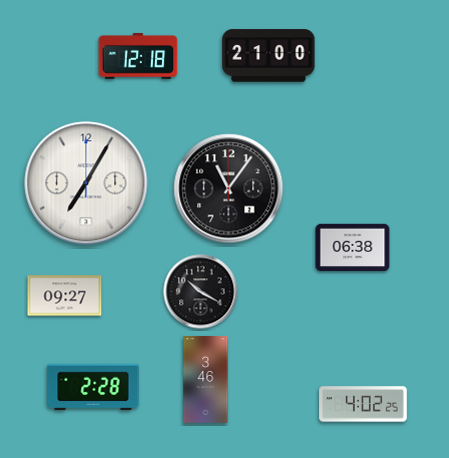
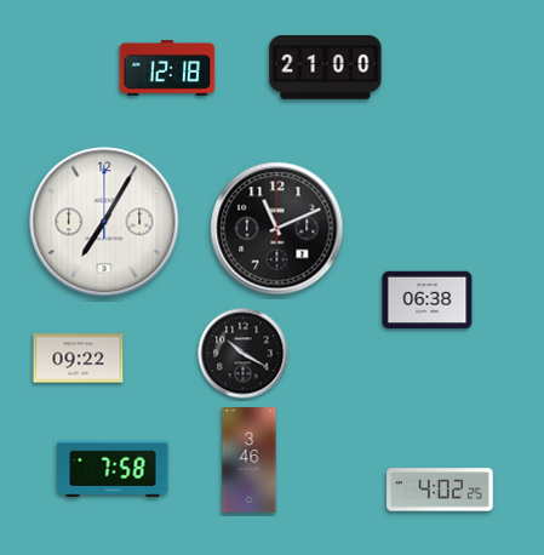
clock at (229, 189): 11:06 -> 11:11
clock at (65, 296): 09:27 -> 09:22
clock at (93, 387): 2:28 -> 7:58
